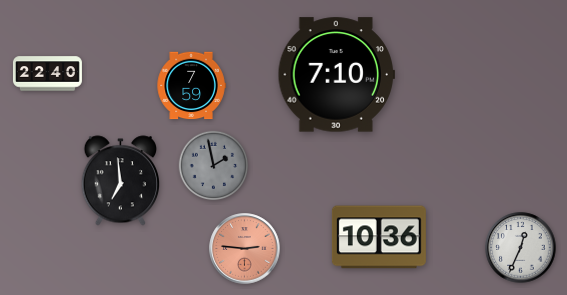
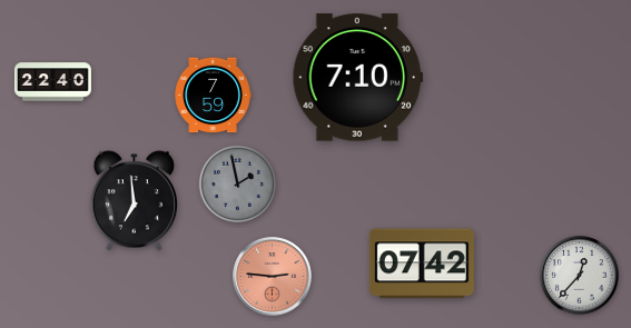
clock at (336, 75) position: (336, 75) -> (357, 78)
clock at (379, 237): 10:36 -> 07:42
clock at (521, 248): 12:34 -> 12:37
